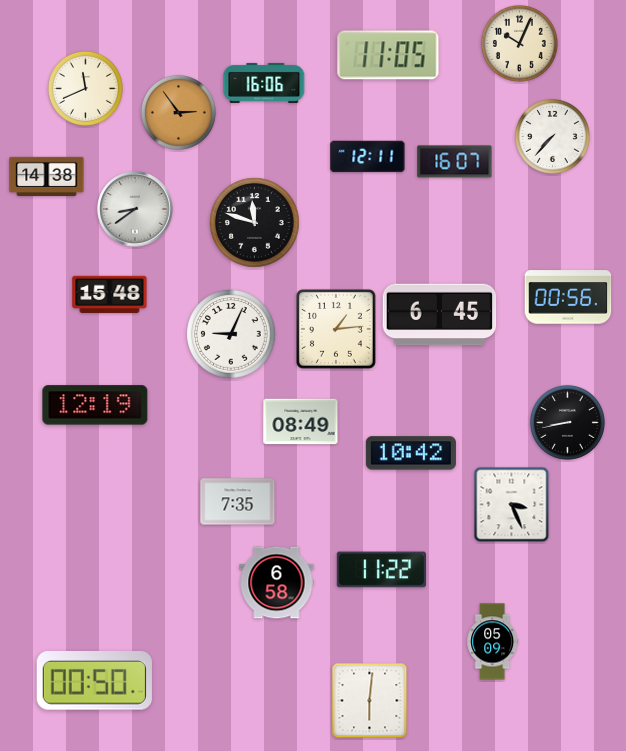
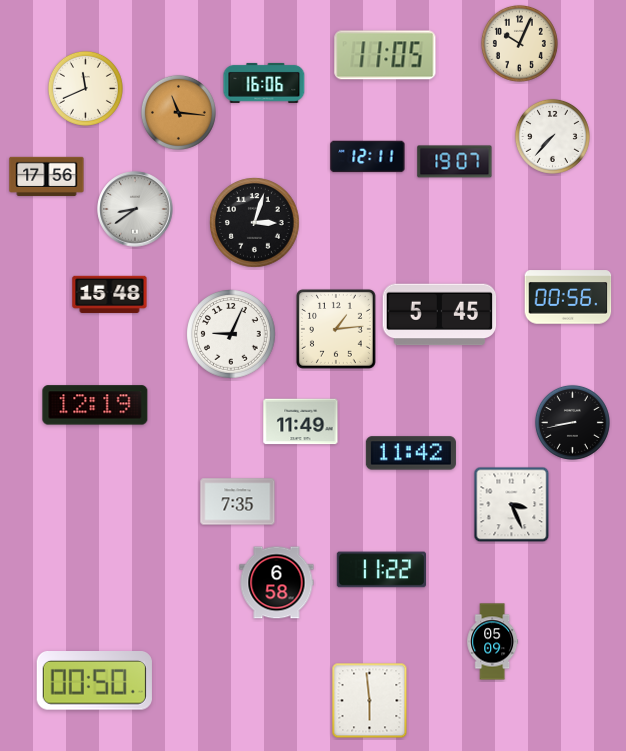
clock at (388, 55) position: (388, 55) -> (385, 55)
clock at (178, 112): 2:54 -> 11:16
clock at (455, 162): 16:07 -> 19:07
clock at (47, 176): 14:38 -> 17:56
clock at (255, 223): 11:48 -> 3:03
clock at (440, 315): 6:45 -> 5:45
clock at (301, 422): 08:49 -> 11:49
clock at (567, 422) position: (567, 422) -> (572, 422)
clock at (411, 453): 10:42 -> 11:42
clock at (370, 701): 6:01 -> 5:59
